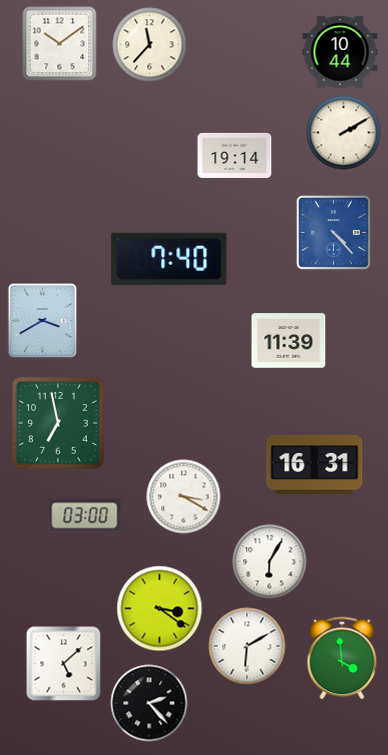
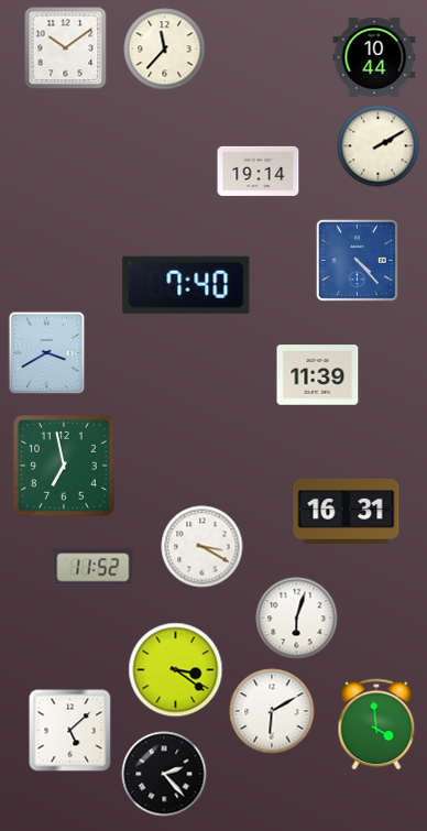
clock at (333, 232) position: (333, 232) -> (357, 260)
clock at (85, 516): 03:00 -> 11:52
clock at (270, 562): 6:05 -> 6:03
